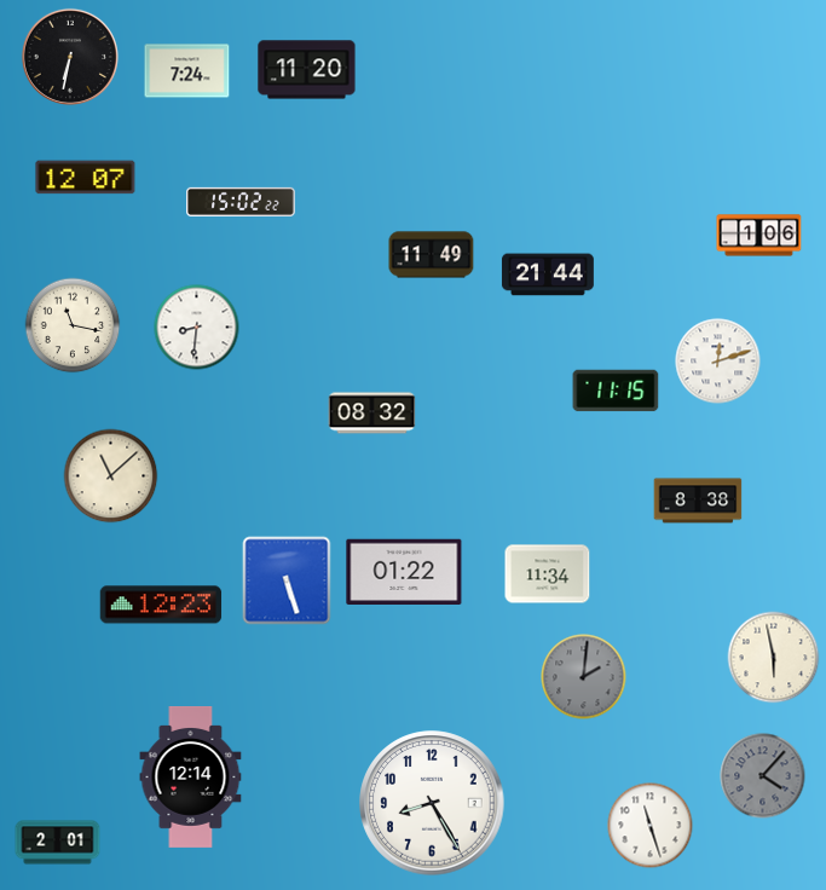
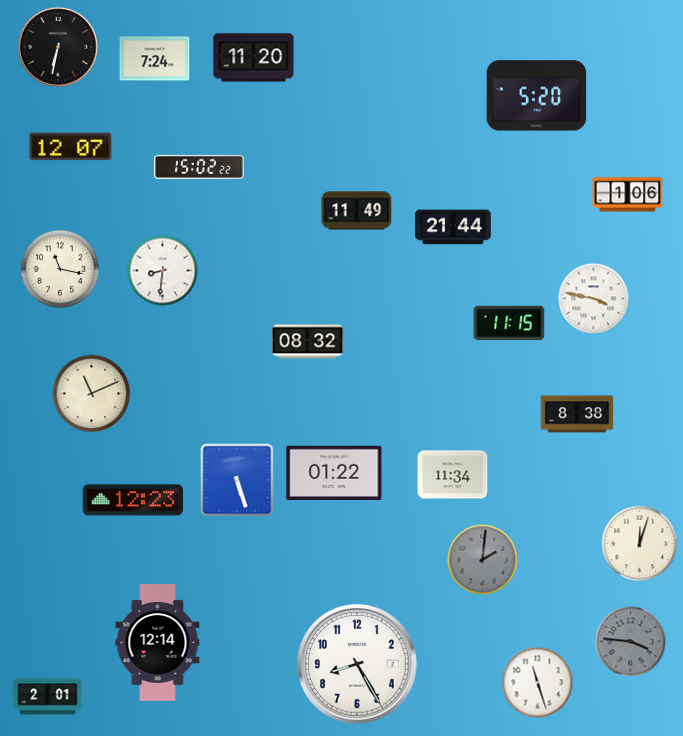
clock at (537, 96): none -> 5:20
clock at (718, 362): 12:12 -> 3:47
clock at (111, 476): 11:08 -> 11:11
clock at (774, 658): 5:58 -> 12:03
clock at (763, 776): 4:07 -> 3:46
